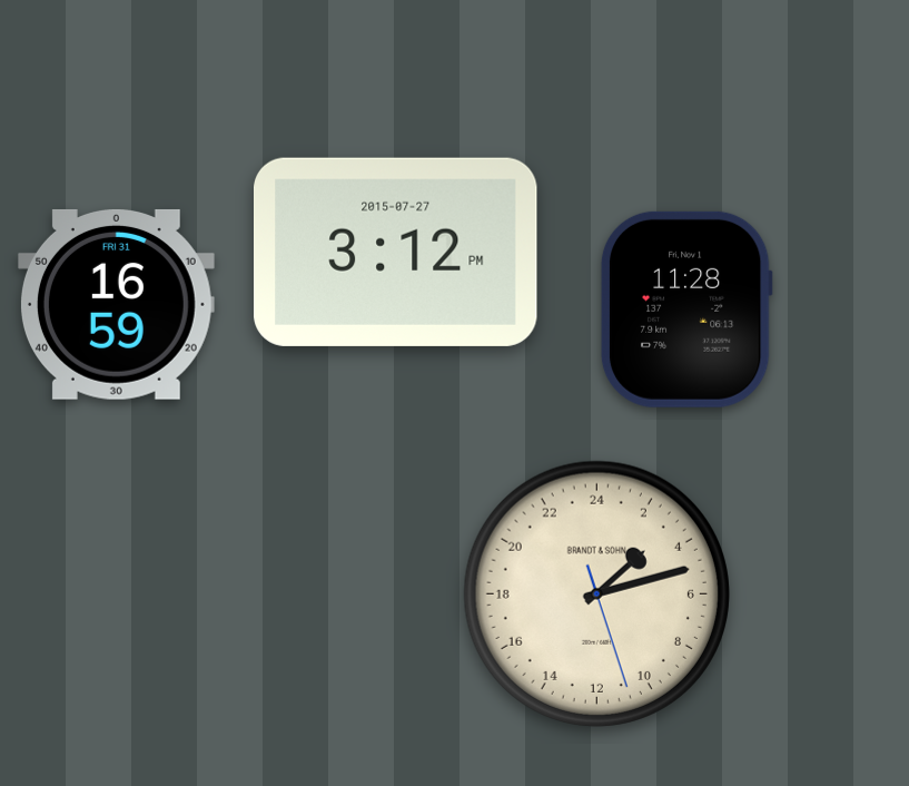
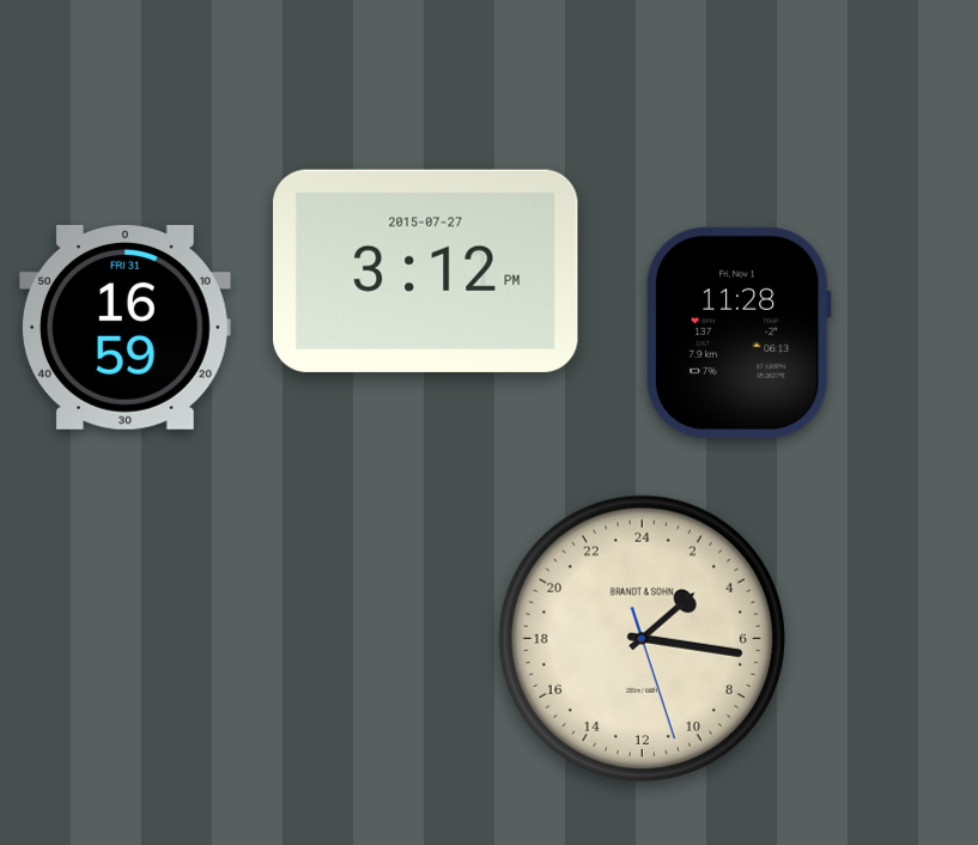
clock at (596, 593): 3:12 -> 3:16
